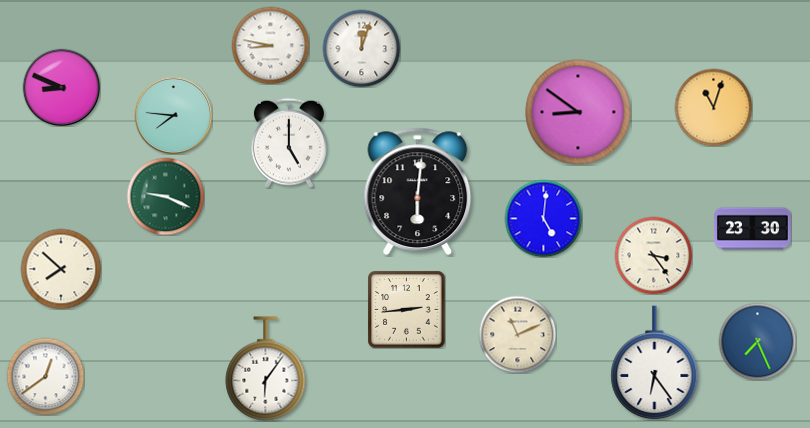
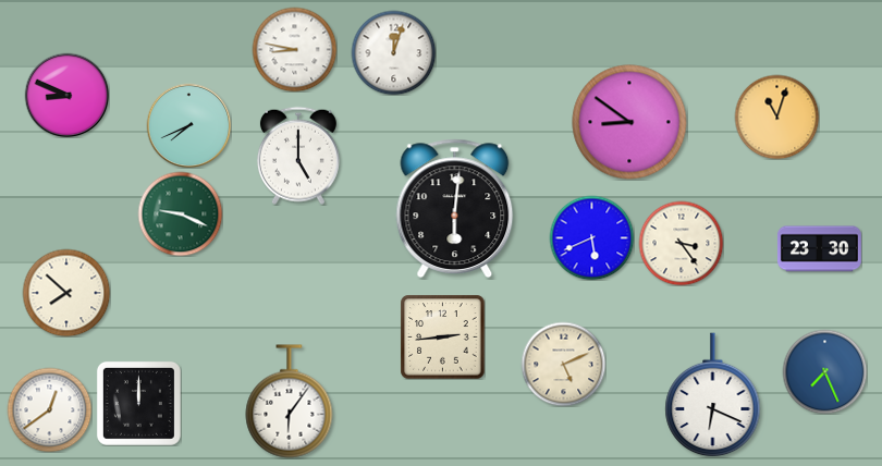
clock at (173, 115): 7:46 -> 7:41
clock at (289, 143) position: (289, 143) -> (298, 156)
clock at (543, 218): 5:01 -> 5:41
clock at (653, 255) position: (653, 255) -> (681, 243)
clock at (517, 334): 11:11 -> 5:11
clock at (655, 363): 6:24 -> 6:19
clock at (138, 403): none -> 12:00
